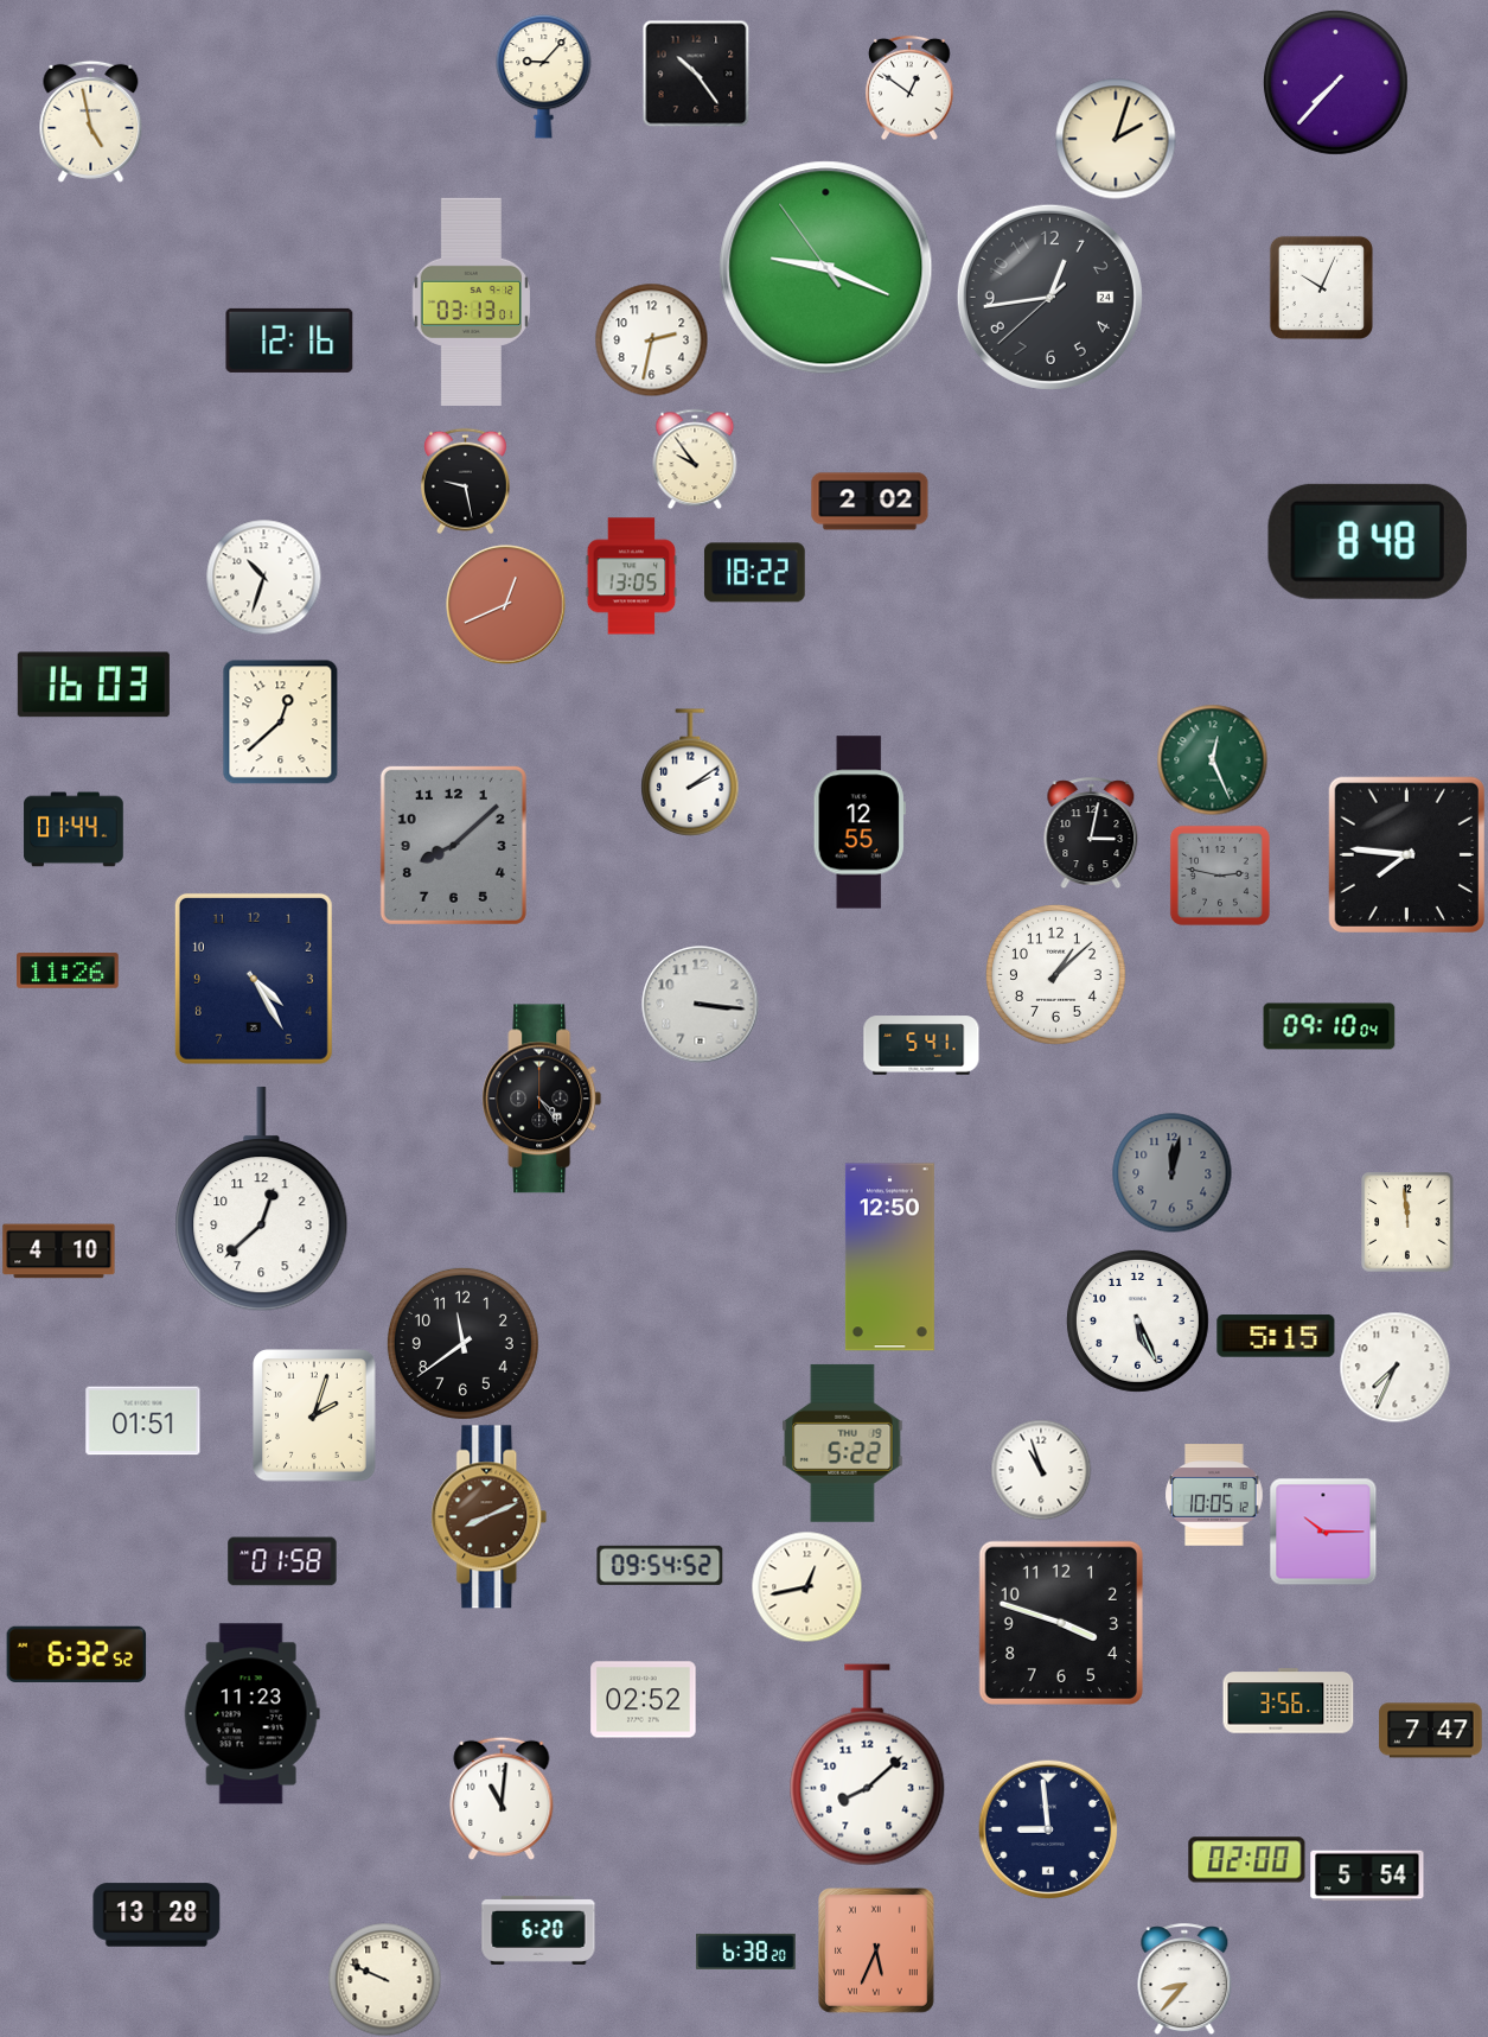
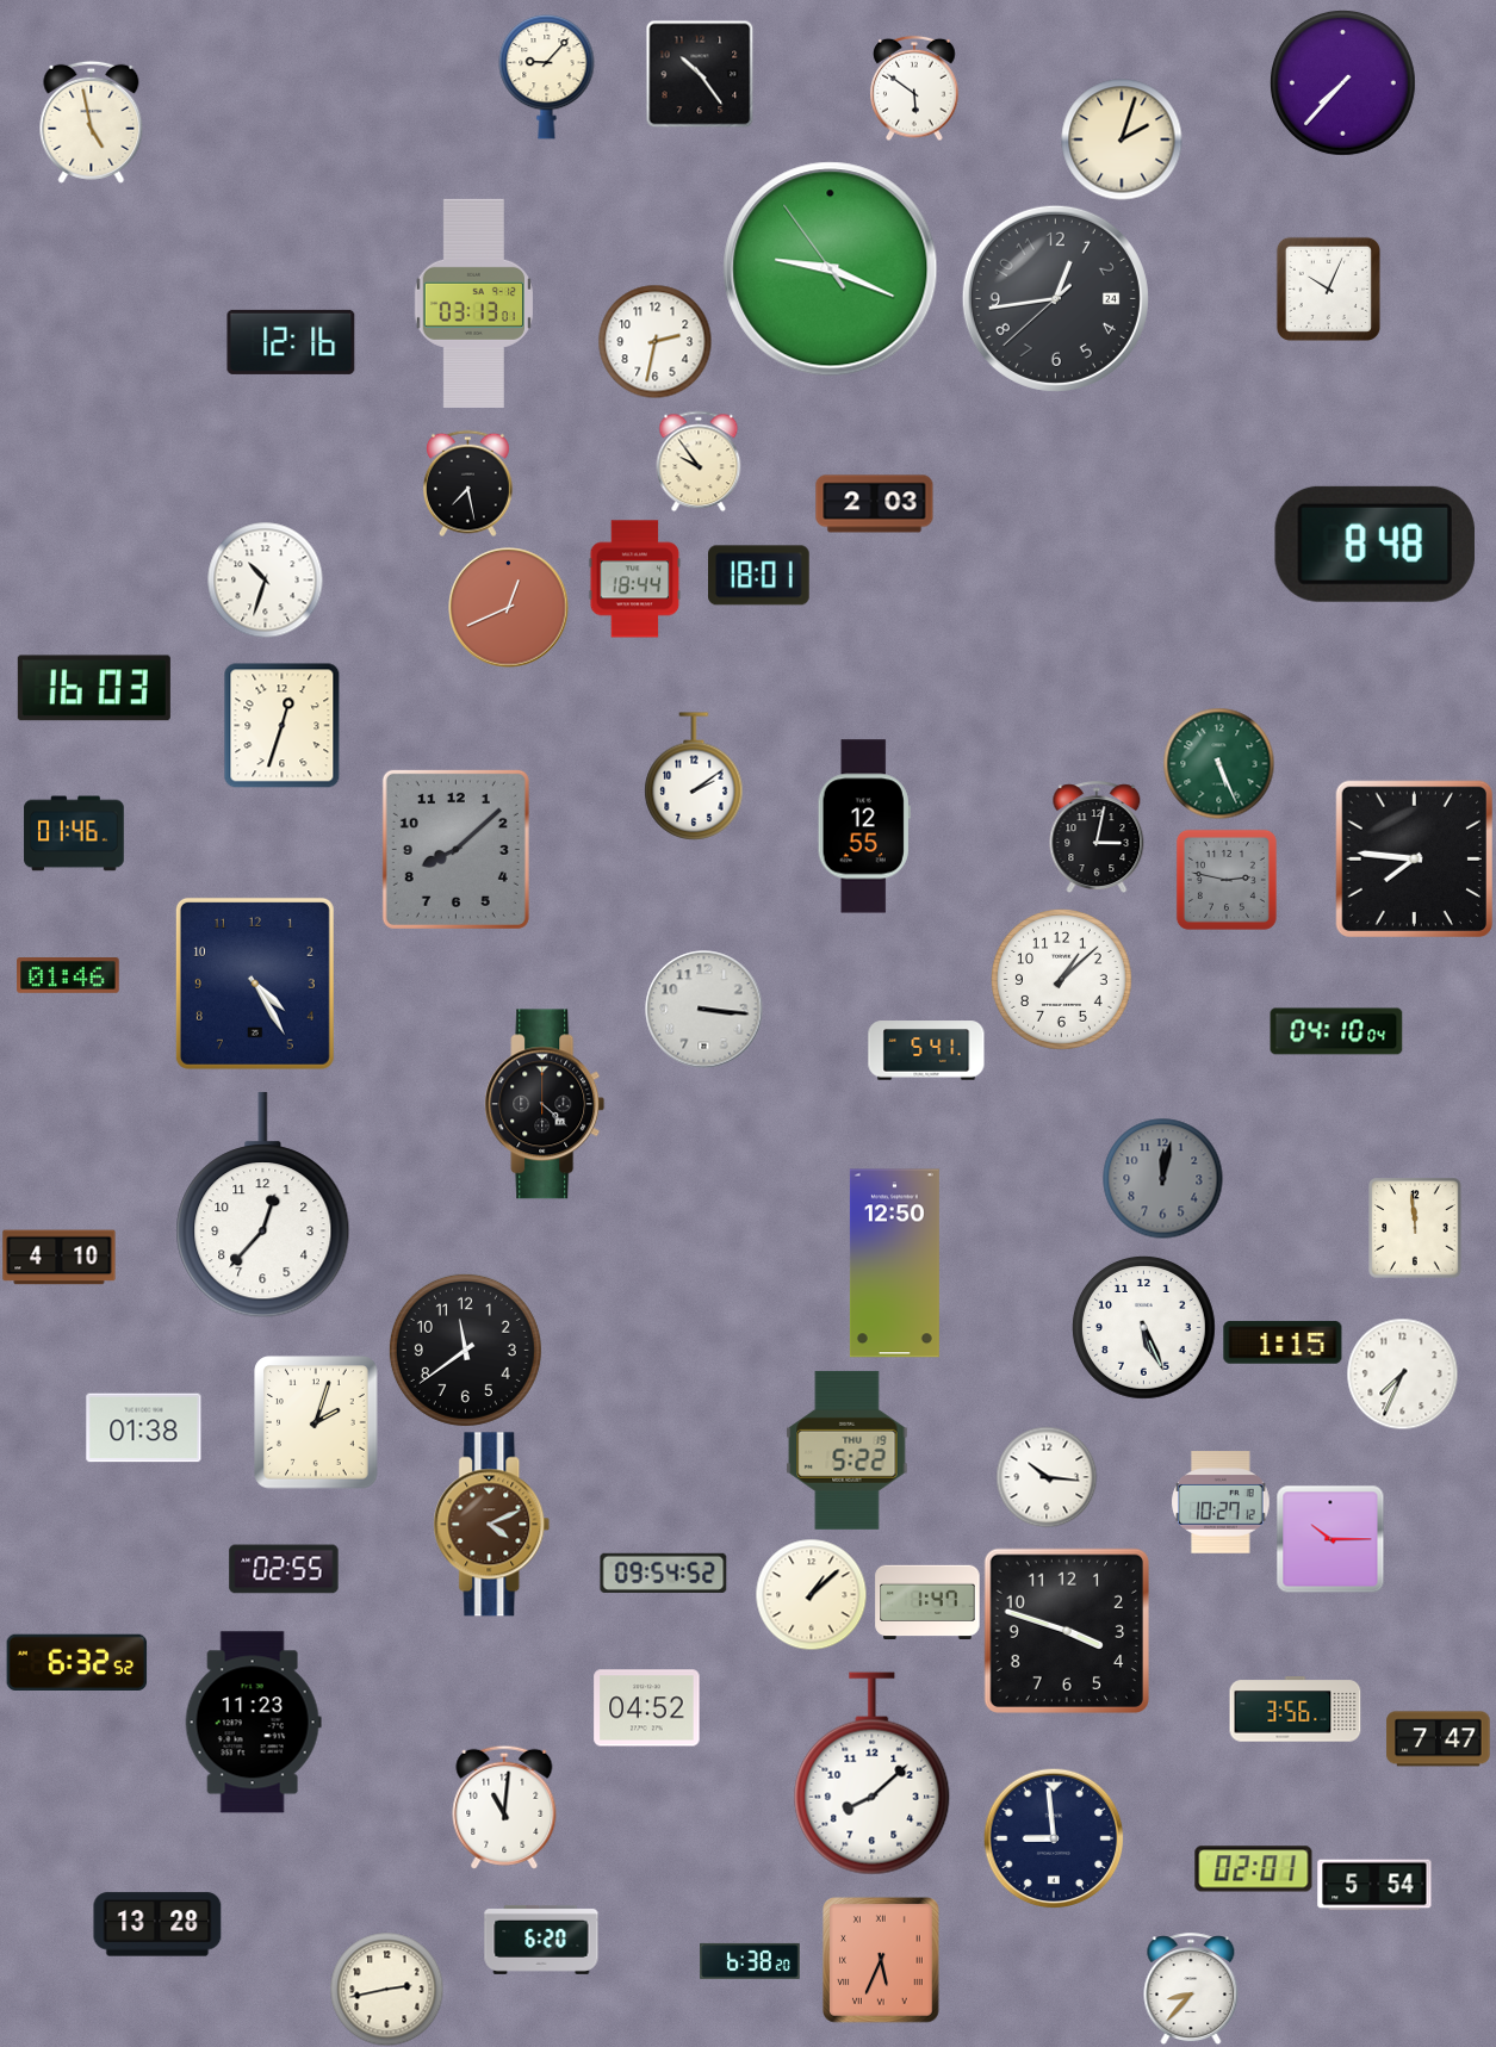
clock at (909, 88): 12:51 -> 5:51
clock at (465, 480): 9:28 -> 7:28
clock at (870, 502): 2:02 -> 2:03
clock at (755, 573): 18:22 -> 18:01
clock at (632, 577): 13:05 -> 18:44
clock at (281, 723): 12:38 -> 12:33
clock at (1212, 759): 12:26 -> 5:26
clock at (74, 829): 01:44 -> 01:46
clock at (68, 970): 11:26 -> 01:46
clock at (1329, 1026): 09:10 -> 04:10
clock at (542, 1099): 4:24 -> 4:22
clock at (1173, 1173) position: (1173, 1173) -> (1163, 1179)
clock at (262, 1199): 12:38 -> 12:37
clock at (1276, 1336): 5:15 -> 1:15
clock at (143, 1421): 01:51 -> 01:38
clock at (1041, 1470): 10:57 -> 10:16
clock at (1214, 1495): 10:05 -> 10:27
clock at (490, 1517): 8:11 -> 4:11
clock at (282, 1561): 01:58 -> 02:55
clock at (806, 1586): 12:43 -> 1:08
clock at (927, 1602): none -> 1:47
clock at (644, 1700): 02:52 -> 04:52
clock at (1247, 1860): 02:00 -> 02:01
clock at (384, 1979): 9:49 -> 2:43
